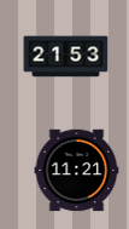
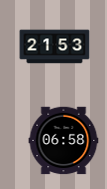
clock at (77, 171): 11:21 -> 06:58
